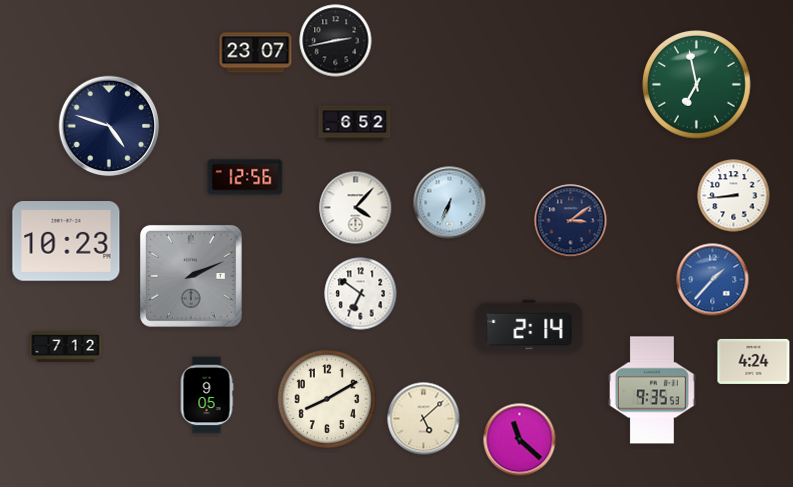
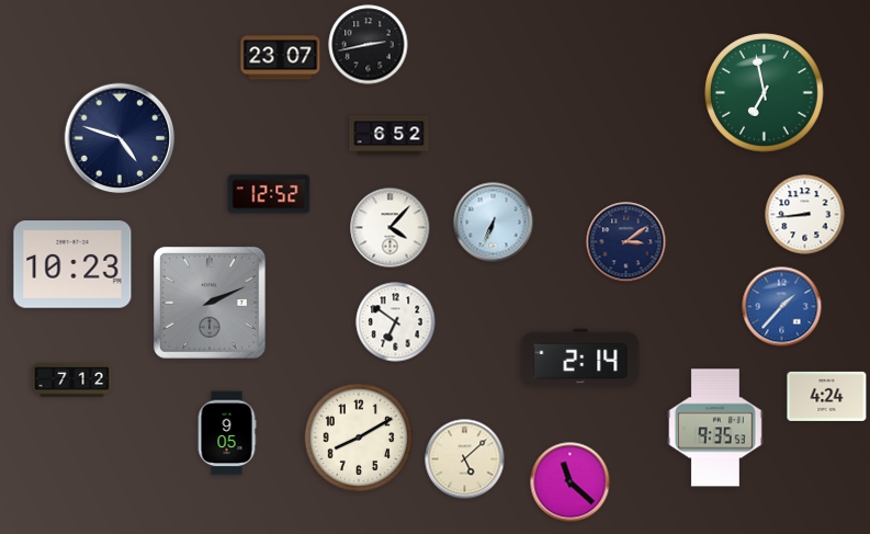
clock at (245, 177): 12:56 -> 12:52
